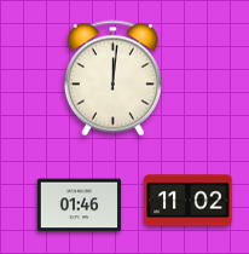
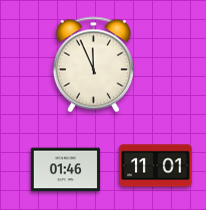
clock at (112, 79): 12:01 -> 11:56
clock at (189, 201): 11:02 -> 11:01
